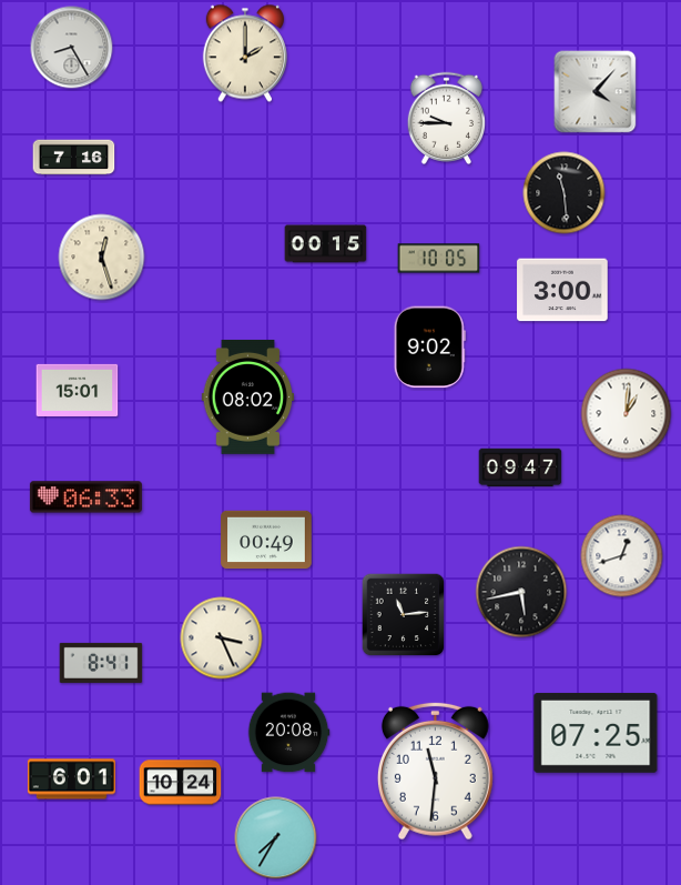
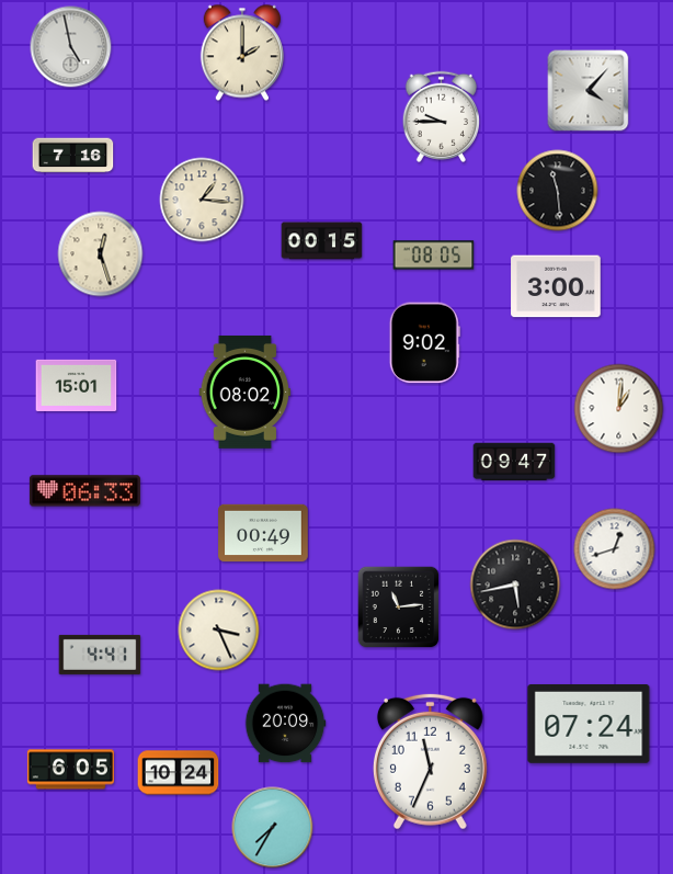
clock at (72, 48): 8:25 -> 4:58
clock at (202, 200): none -> 1:16
clock at (439, 259): 10:05 -> 08:05
clock at (101, 663): 8:41 -> 4:41
clock at (288, 733): 20:08 -> 20:09
clock at (596, 733): 07:25 -> 07:24
clock at (435, 771): 11:31 -> 11:34
clock at (71, 780): 6:01 -> 6:05
